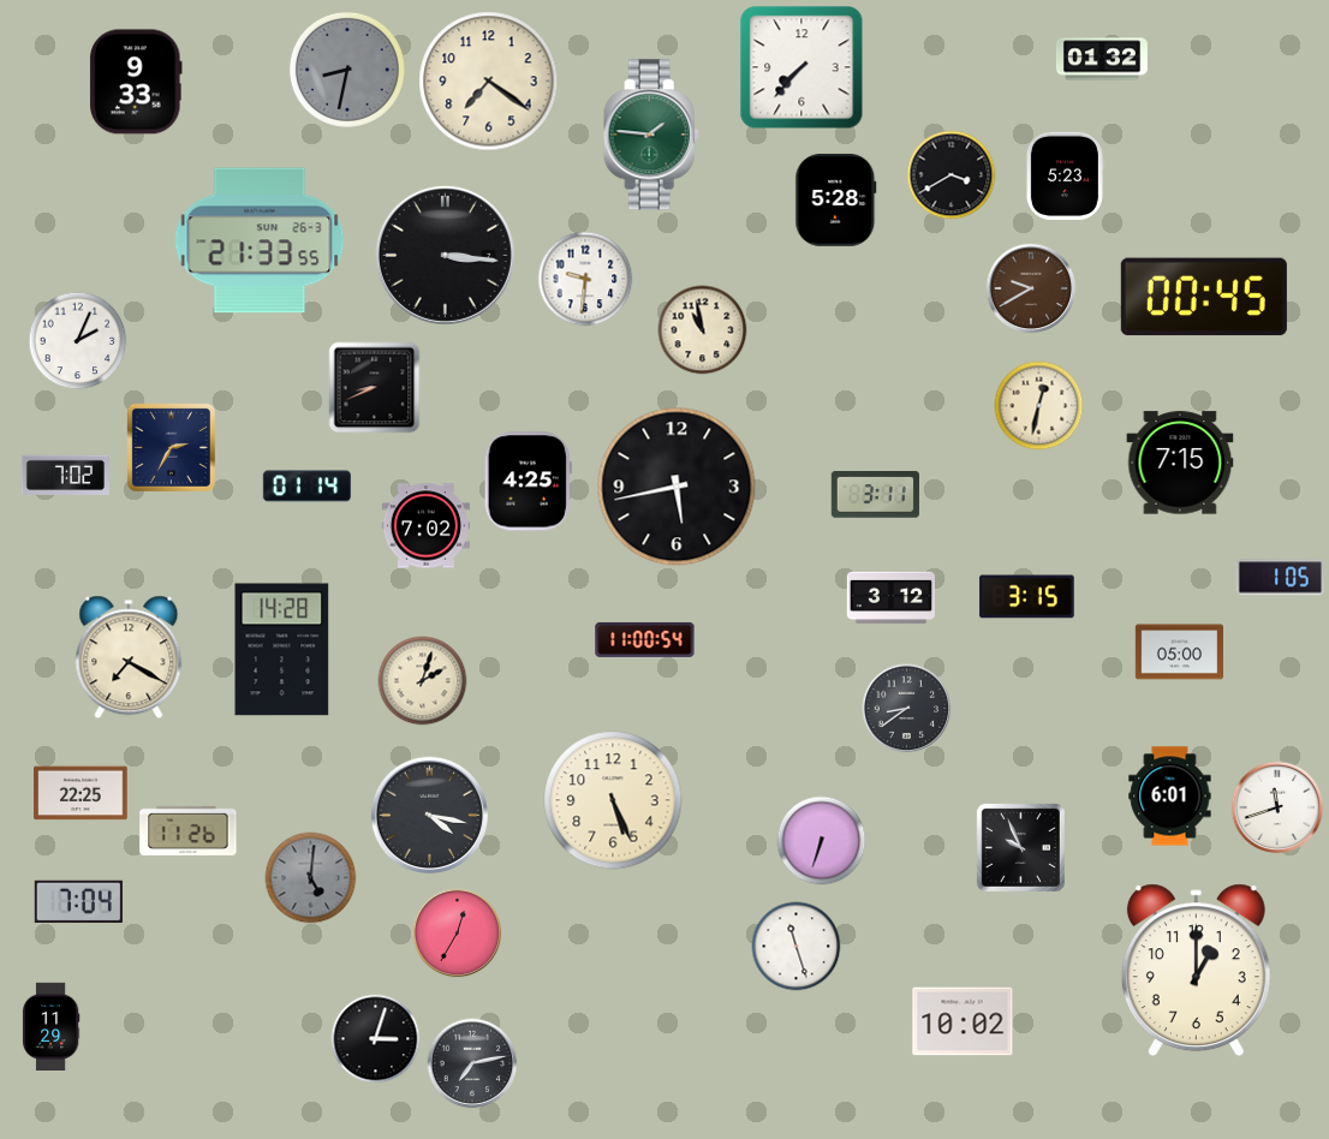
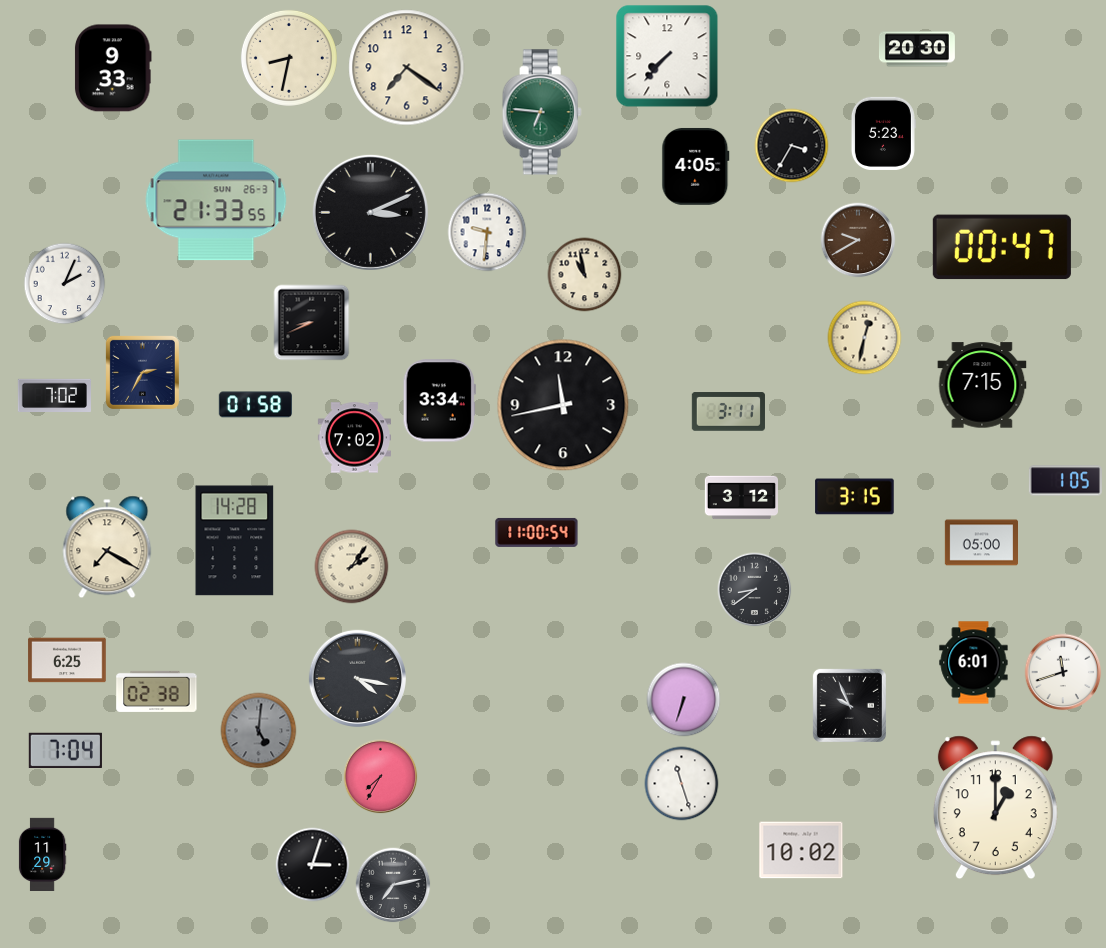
clock at (1102, 59): 01:32 -> 20:30
clock at (347, 70) dial: grey -> cream
clock at (651, 135): 1:46 -> 6:46
clock at (952, 175): 3:40 -> 3:35
clock at (1065, 175) position: (1065, 175) -> (883, 133)
clock at (836, 199): 5:28 -> 4:05
clock at (445, 255): 3:16 -> 3:11
clock at (1204, 297): 00:45 -> 00:47
clock at (528, 482): 4:25 -> 3:34
clock at (306, 487): 01:14 -> 01:58
clock at (677, 487): 5:43 -> 11:43
clock at (423, 681): 2:03 -> 2:06
clock at (81, 793): 22:25 -> 6:25
clock at (613, 800): 5:26 -> none
clock at (189, 830): 11:26 -> 02:38
clock at (458, 934): 12:35 -> 7:35
clock at (797, 947) position: (797, 947) -> (682, 784)
